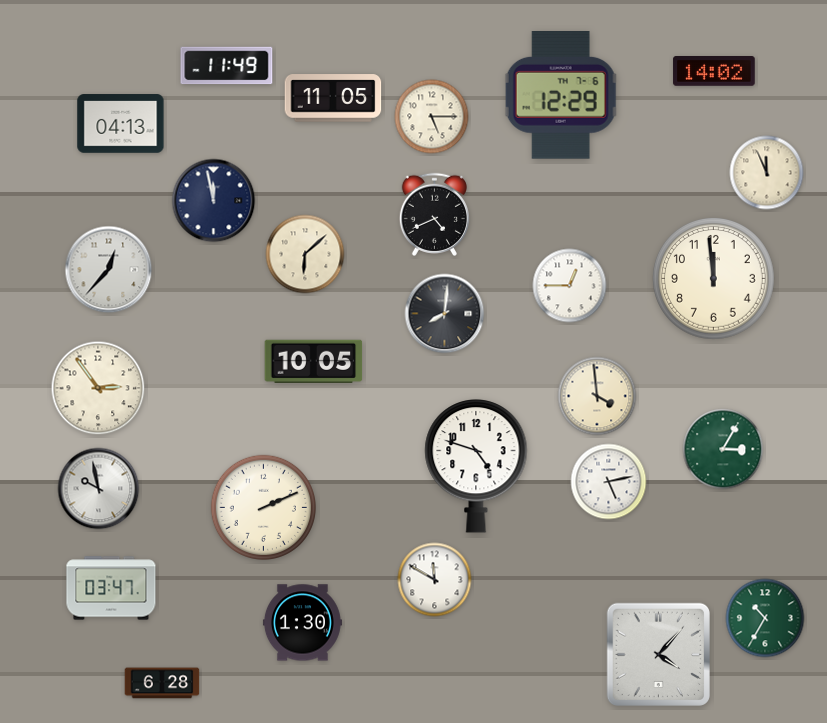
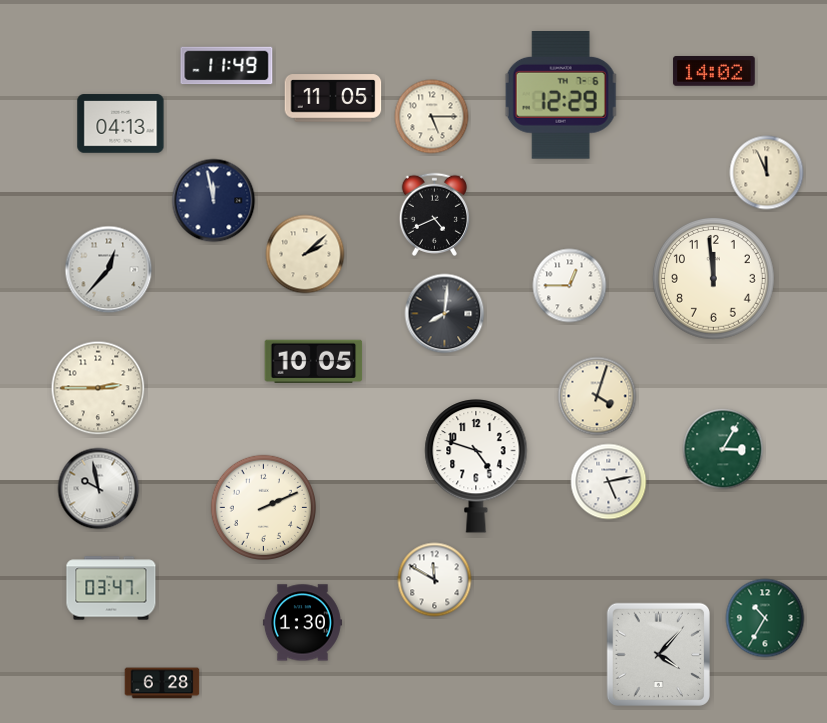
clock at (305, 254): 6:08 -> 2:08
clock at (98, 388): 2:54 -> 2:45
clock at (597, 396): 3:59 -> 4:03
